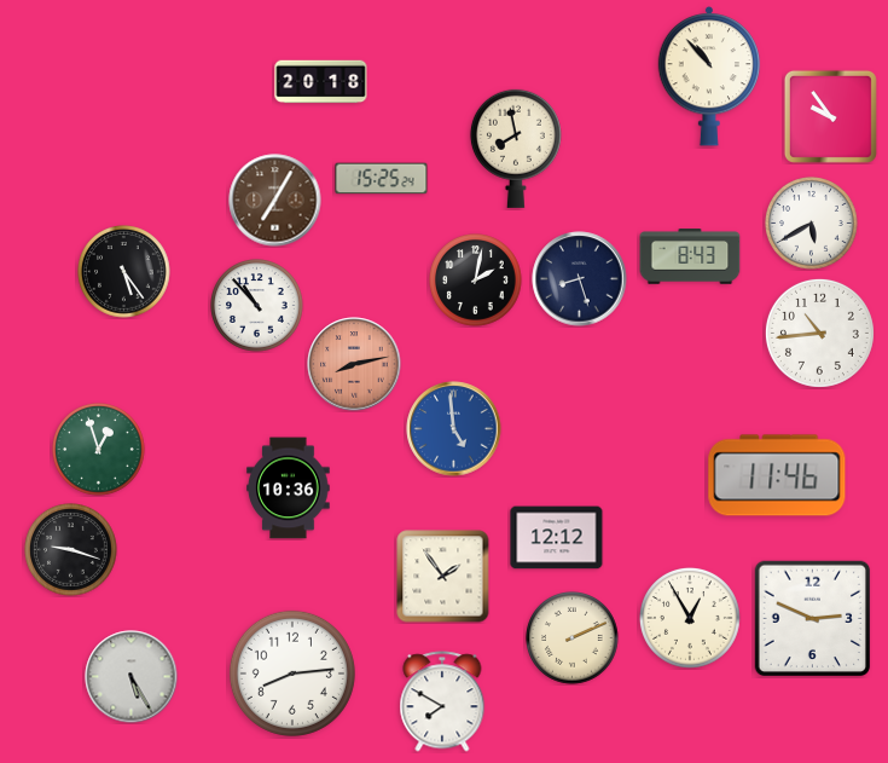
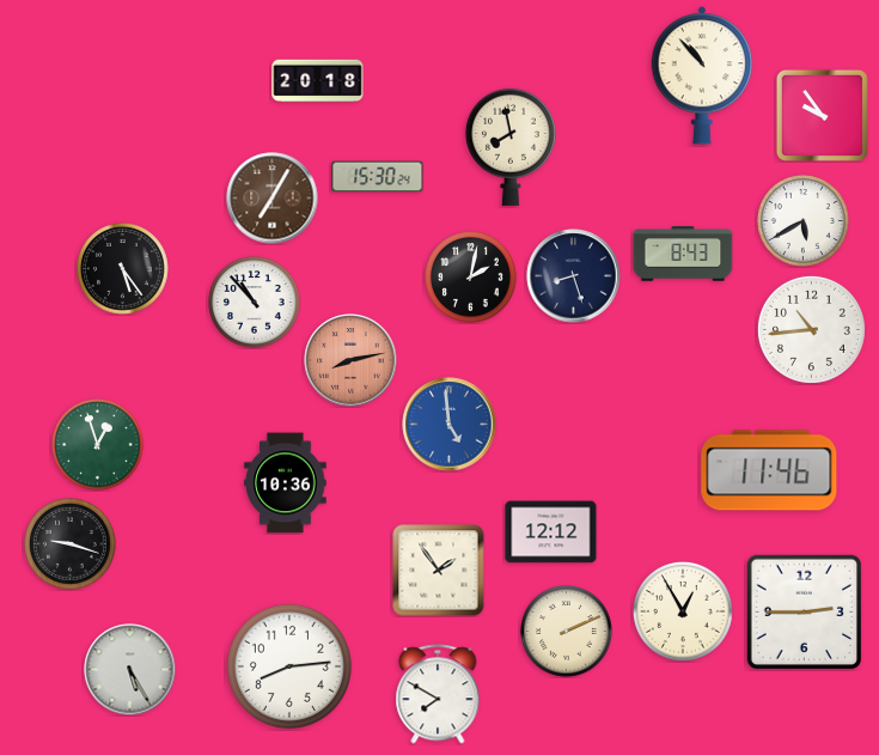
clock at (382, 179): 15:25 -> 15:30
clock at (813, 619): 2:49 -> 2:45
